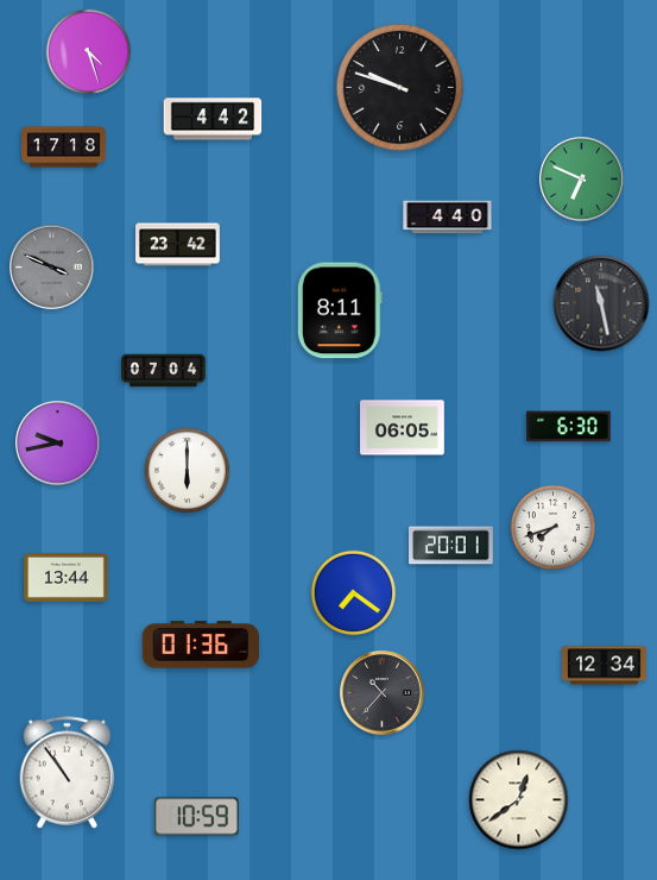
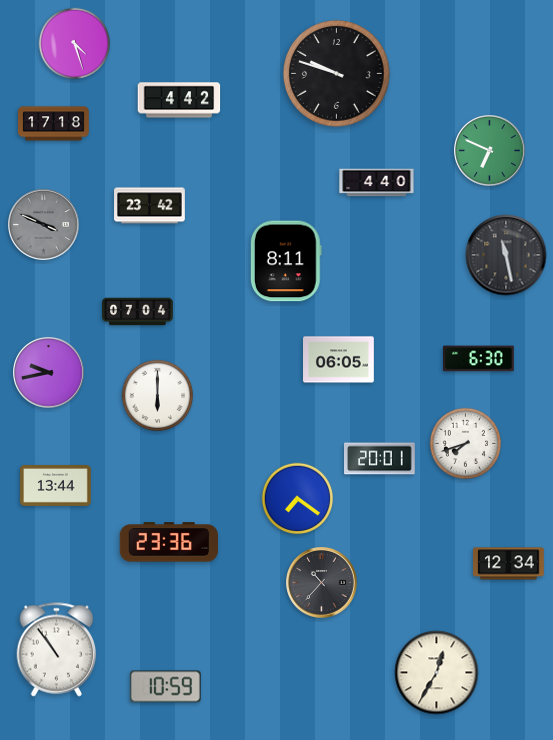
clock at (200, 645): 01:36 -> 23:36
clock at (605, 666) position: (605, 666) -> (509, 564)
clock at (519, 800): 12:39 -> 12:35
